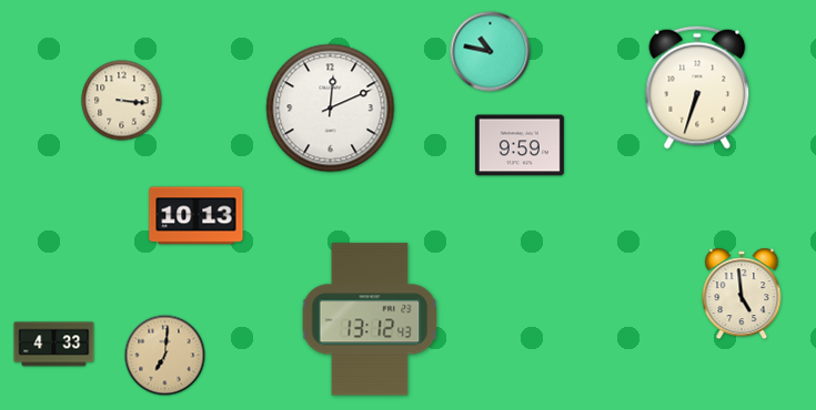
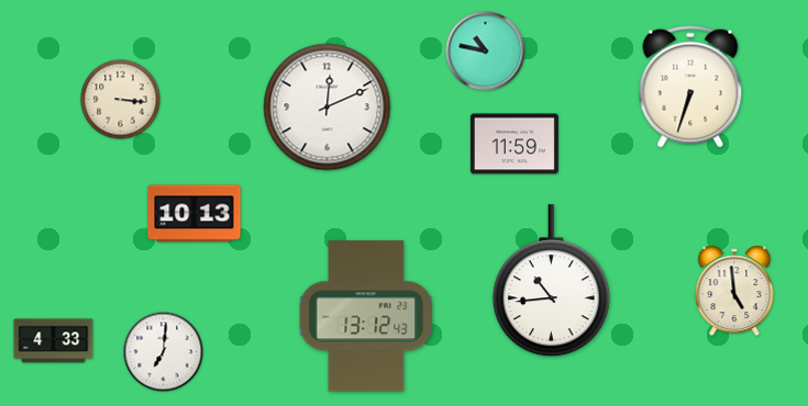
clock at (520, 145): 9:59 -> 11:59
clock at (551, 281): none -> 10:44
clock at (165, 356) dial: champagne -> white
